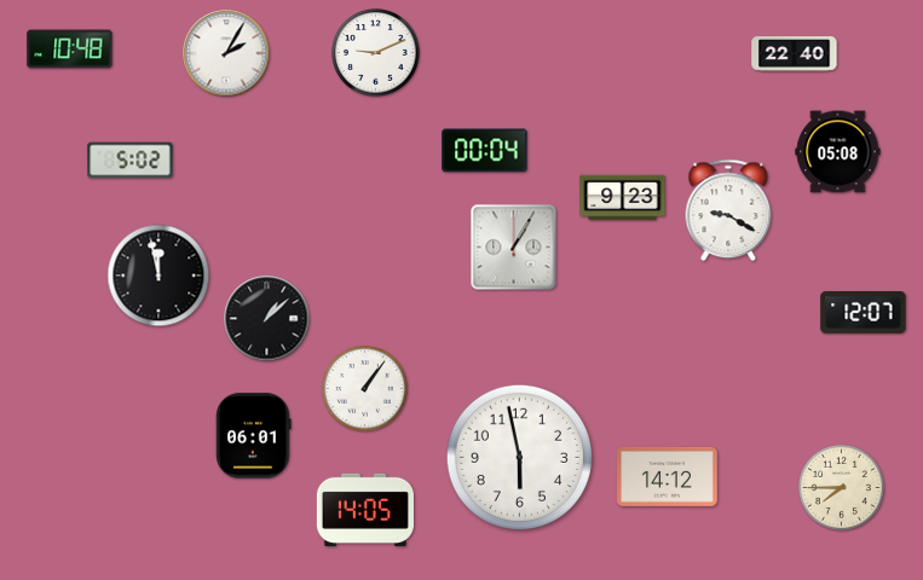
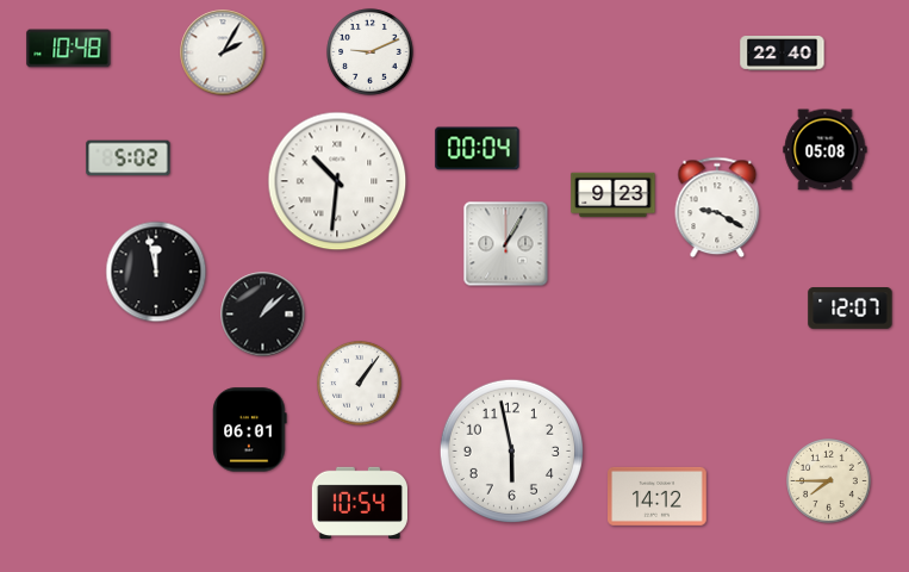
clock at (337, 181): none -> 10:31
clock at (668, 476) position: (668, 476) -> (658, 496)
clock at (364, 509): 14:05 -> 10:54
